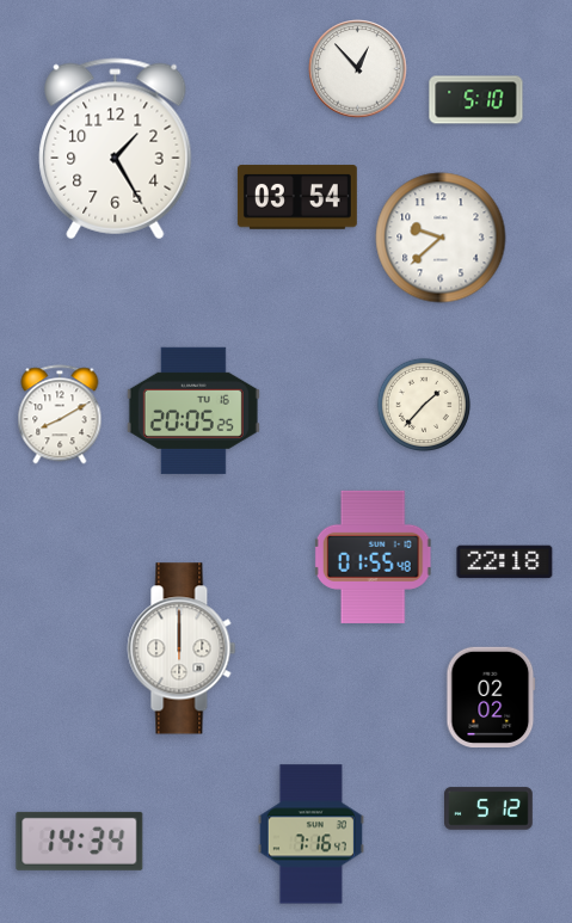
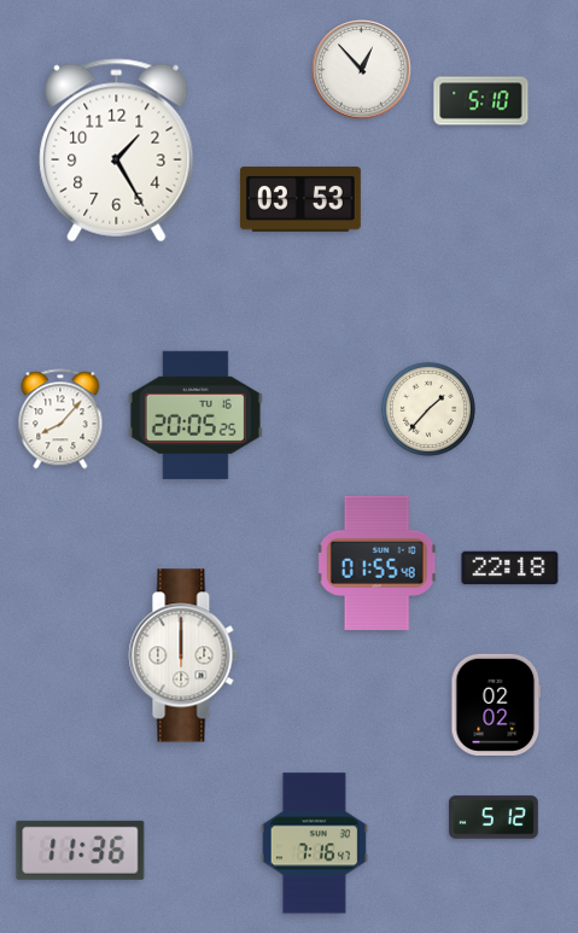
clock at (297, 197): 03:54 -> 03:53
clock at (441, 238): 9:38 -> none
clock at (60, 414): 8:10 -> 8:07
clock at (80, 841): 14:34 -> 11:36
